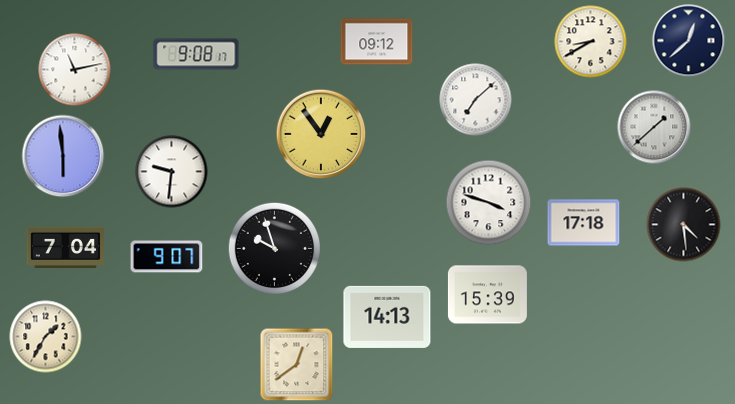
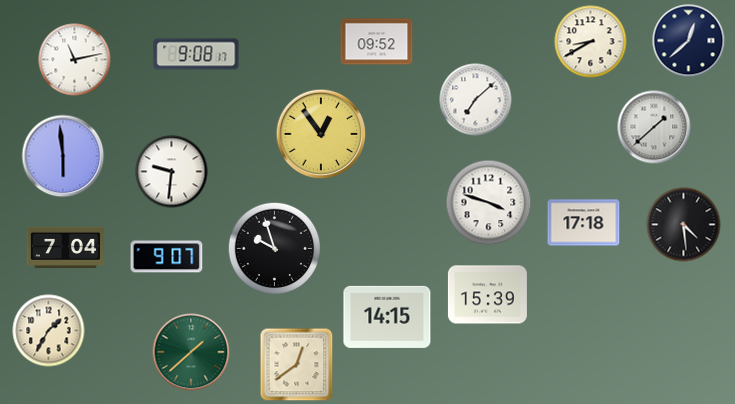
clock at (377, 42): 09:12 -> 09:52
clock at (75, 70) position: (75, 70) -> (75, 60)
clock at (387, 317): 14:13 -> 14:15
clock at (46, 337) position: (46, 337) -> (49, 331)
clock at (191, 352): none -> 1:38
